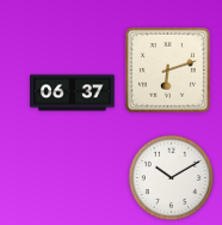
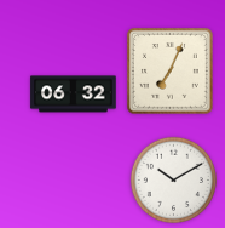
clock at (168, 71): 6:12 -> 7:04
clock at (73, 93): 06:37 -> 06:32
